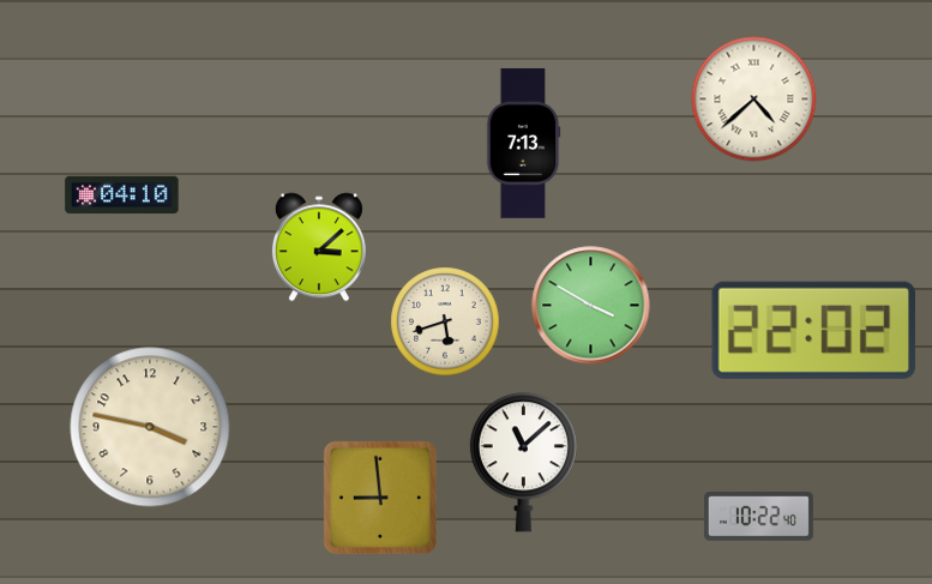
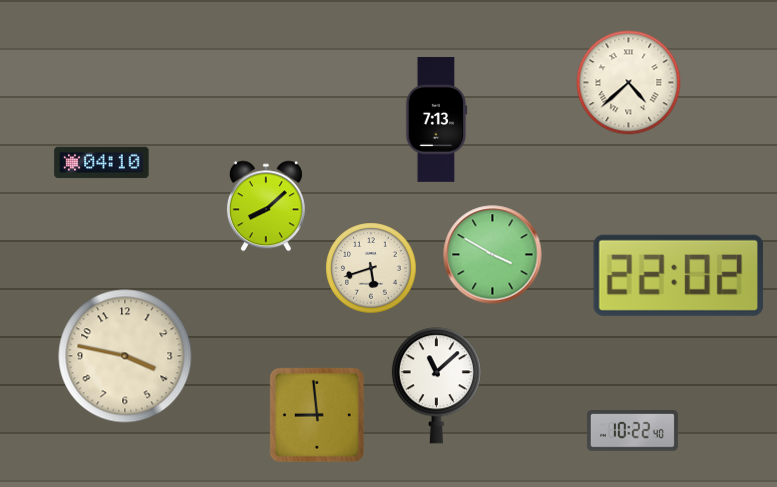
clock at (319, 247): 3:08 -> 8:08
